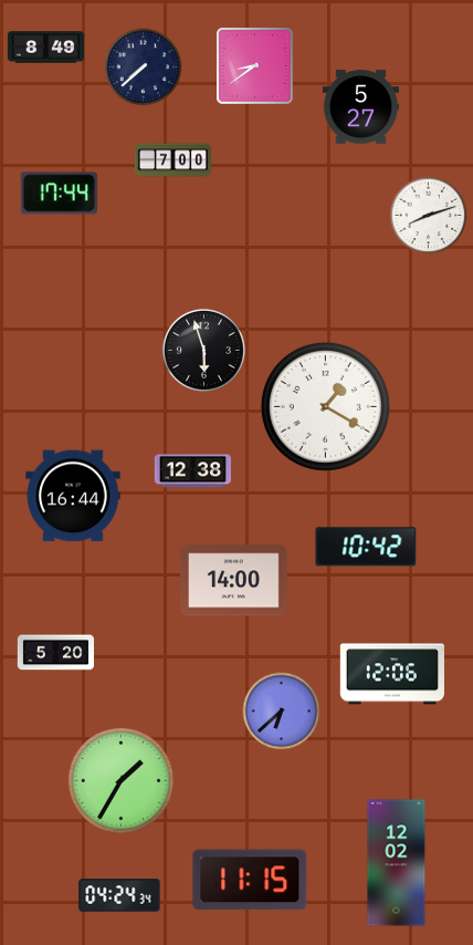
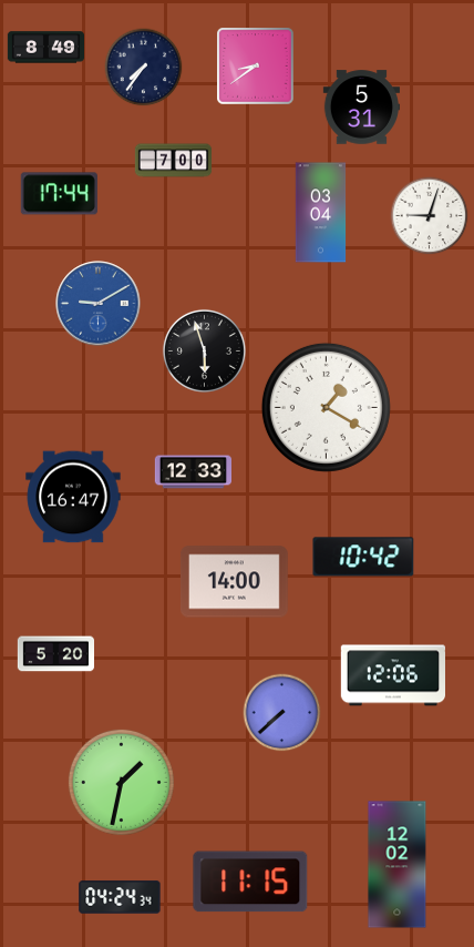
clock at (144, 67): 7:38 -> 7:36
clock at (360, 107): 5:27 -> 5:31
clock at (321, 213): none -> 03:04
clock at (429, 216): 8:12 -> 9:03
clock at (99, 304): none -> 9:10
clock at (192, 471): 12:38 -> 12:33
clock at (73, 496): 16:44 -> 16:47
clock at (366, 547) position: (366, 547) -> (363, 557)
clock at (282, 712): 6:38 -> 7:38
clock at (120, 780): 1:35 -> 1:32
